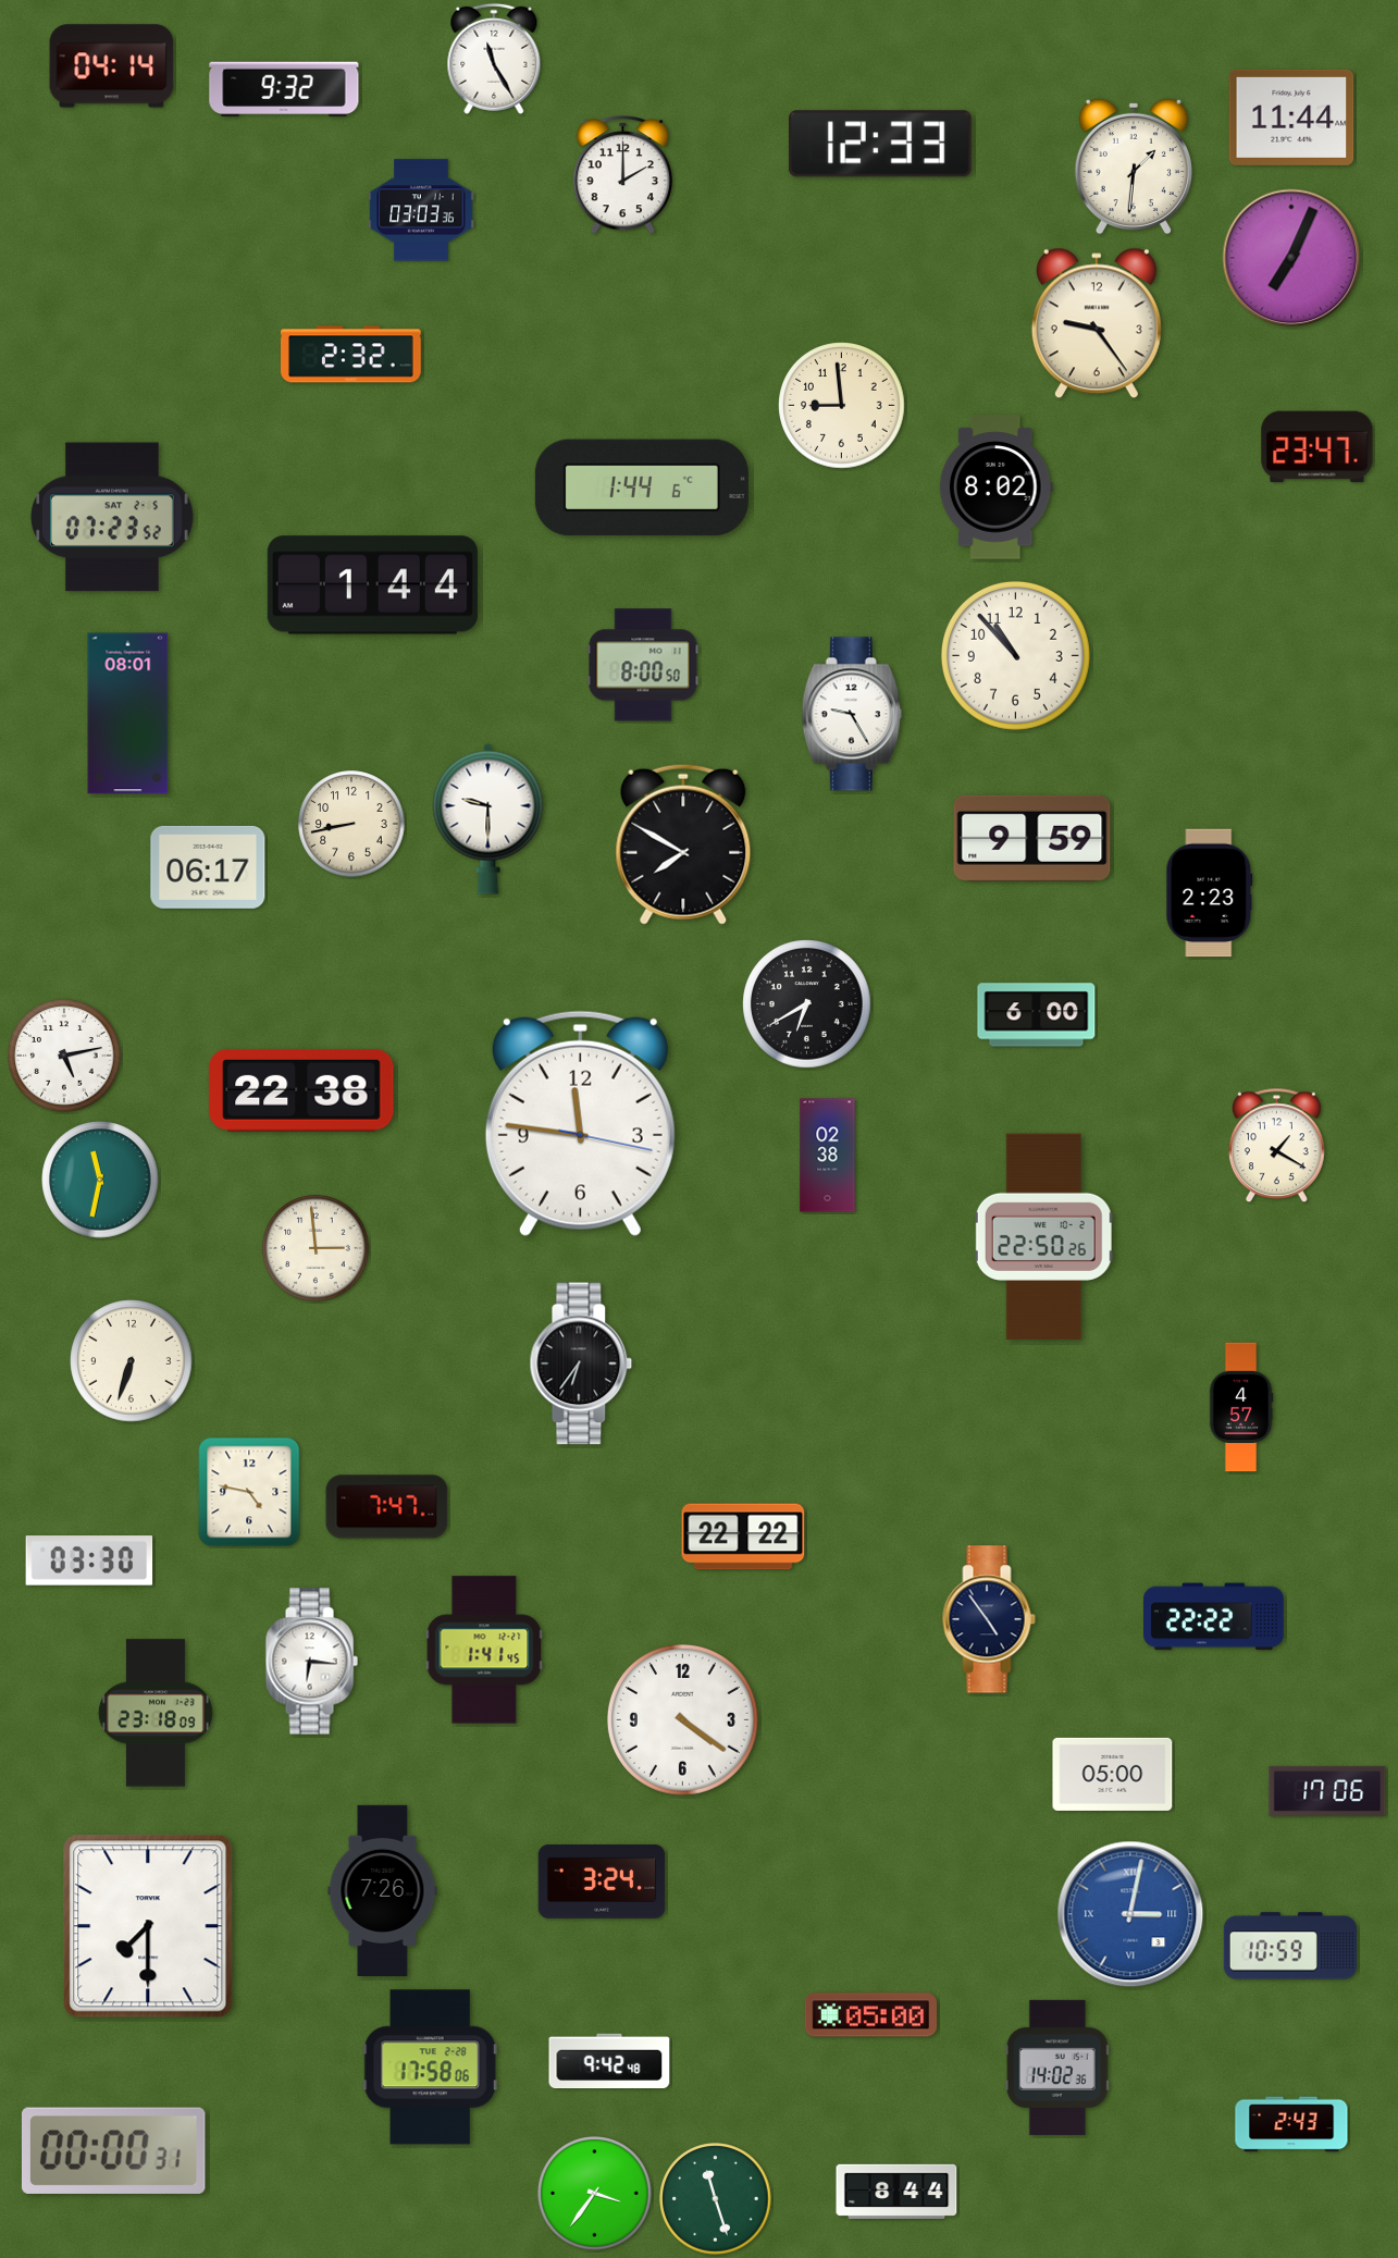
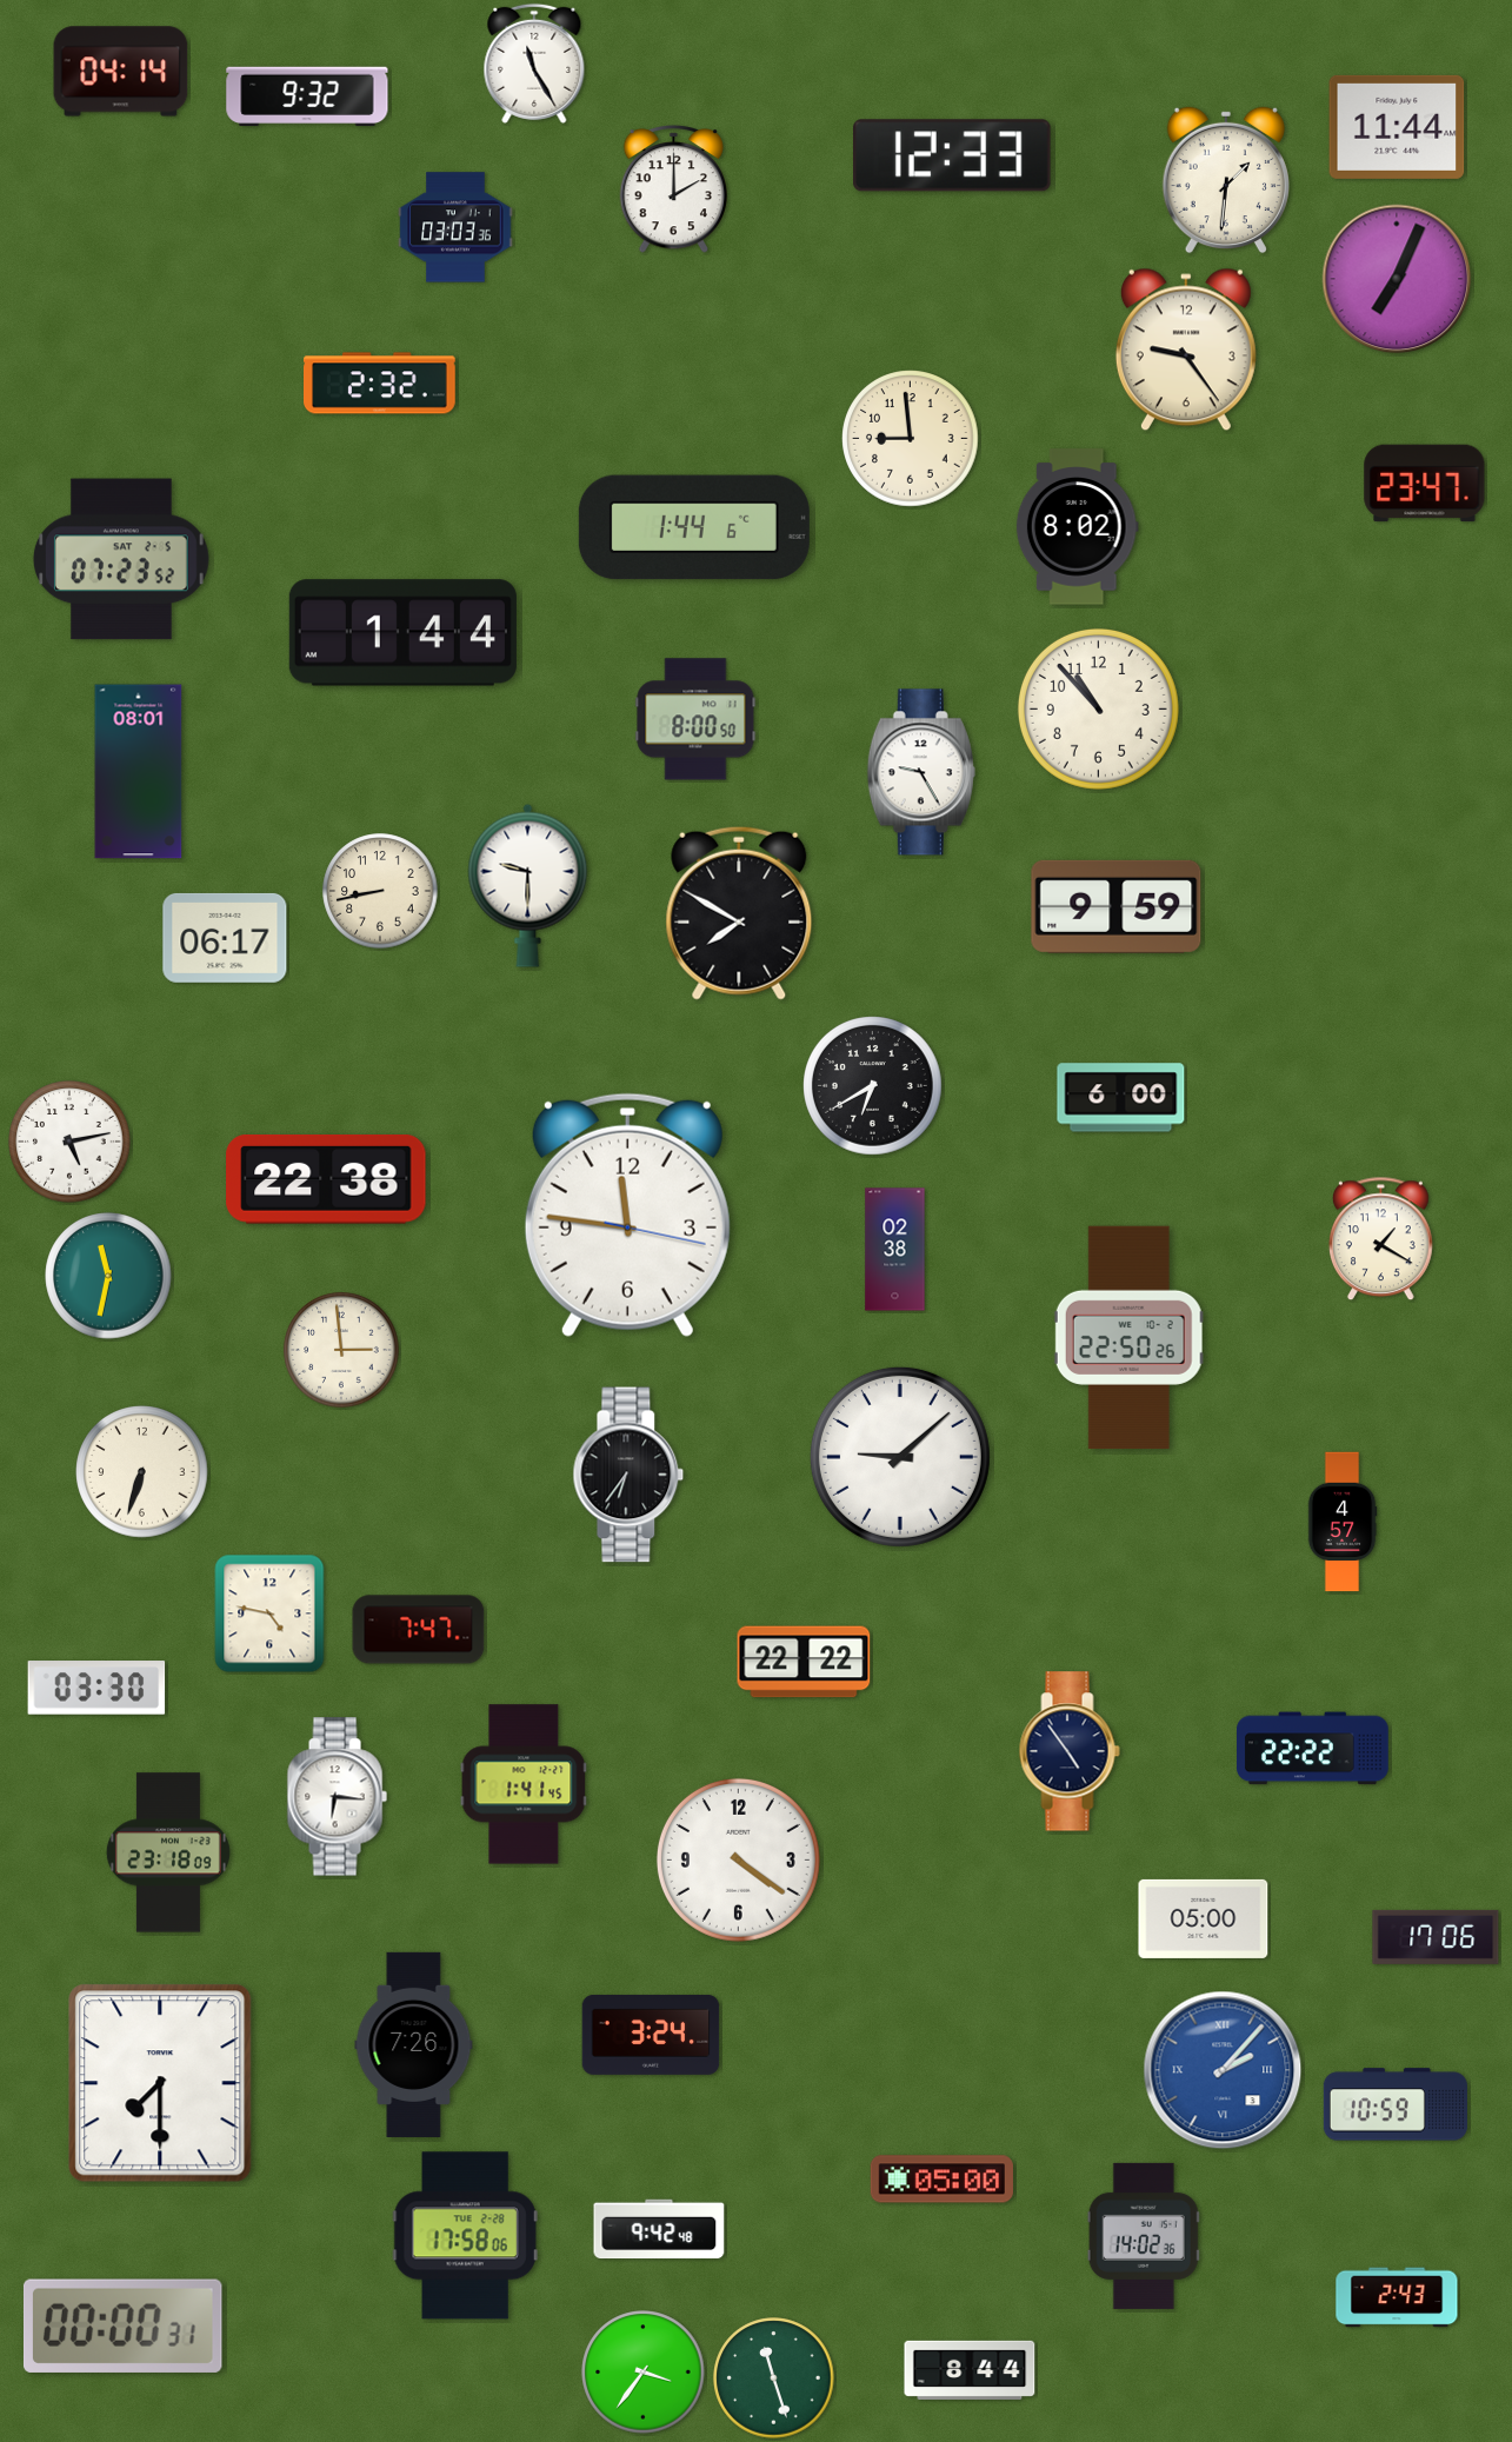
clock at (1210, 893): 2:23 -> none
clock at (900, 1457): none -> 9:08
clock at (1130, 1914): 3:02 -> 2:07
